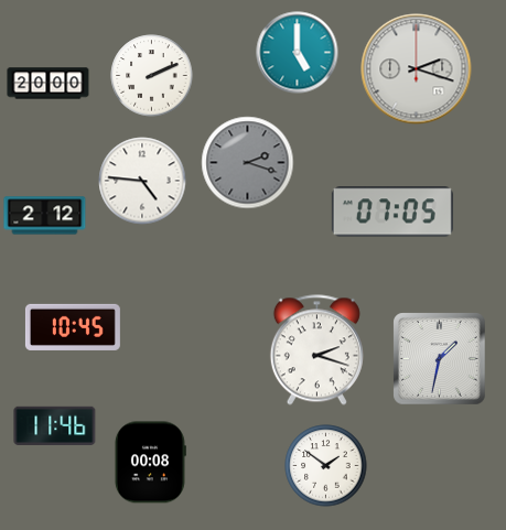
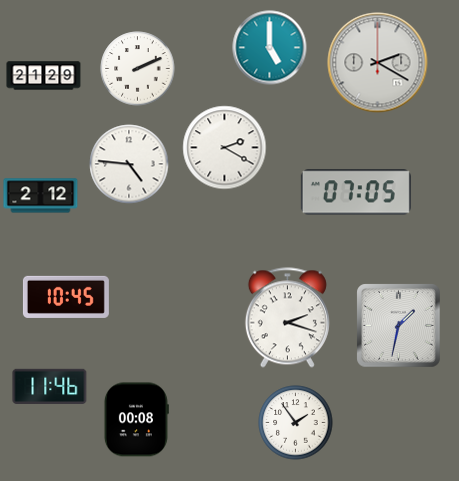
clock at (417, 69): 2:18 -> 2:20
clock at (49, 84): 20:00 -> 21:29
clock at (248, 163): 2:18 -> 2:20
clock at (248, 163) dial: grey -> white
clock at (326, 466): 1:51 -> 1:54
